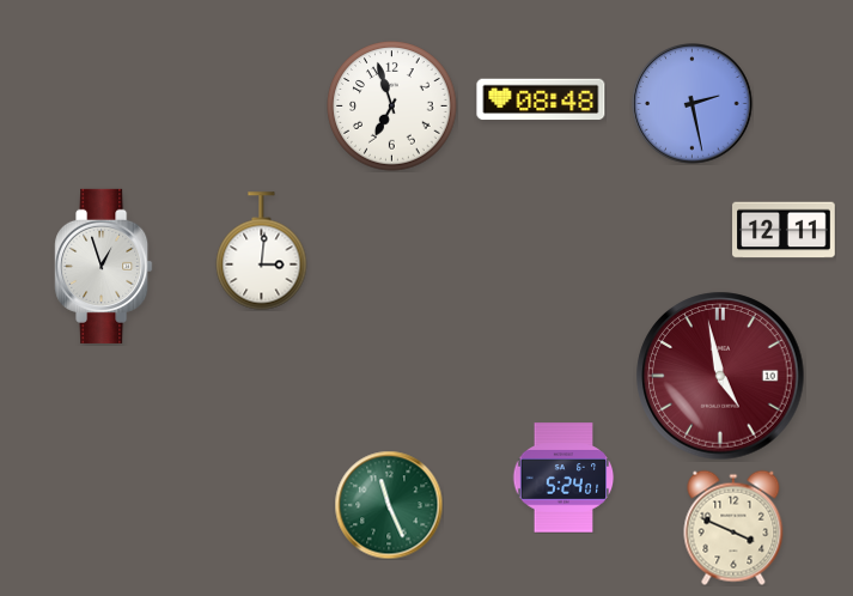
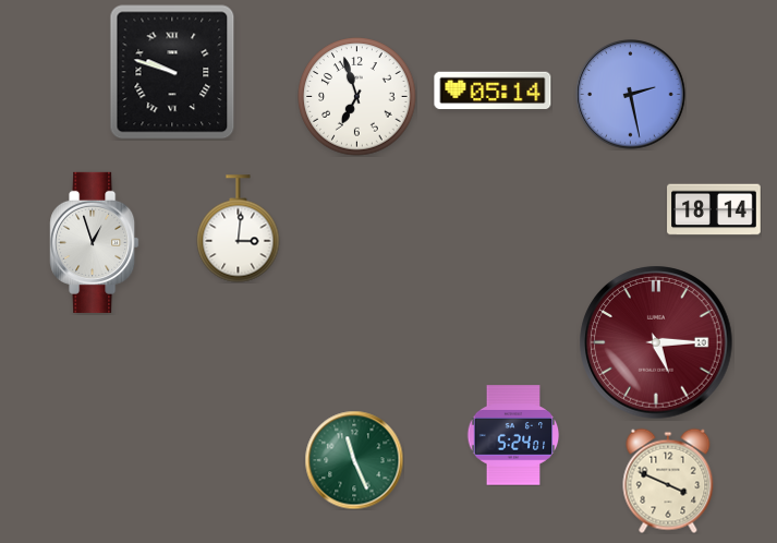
clock at (172, 72): none -> 9:48
clock at (541, 99): 08:48 -> 05:14
clock at (784, 230): 12:11 -> 18:14
clock at (720, 376): 4:58 -> 5:15
